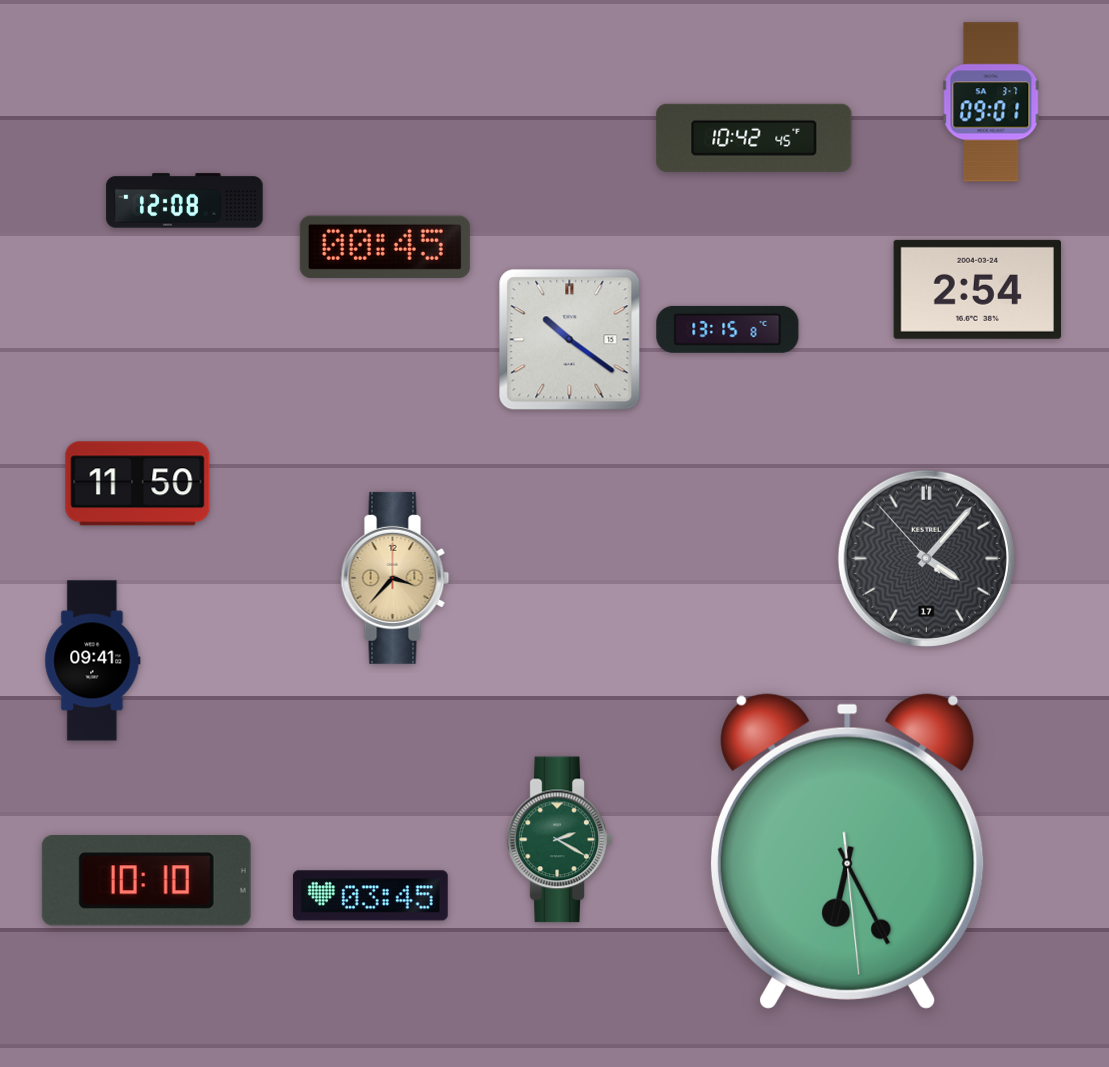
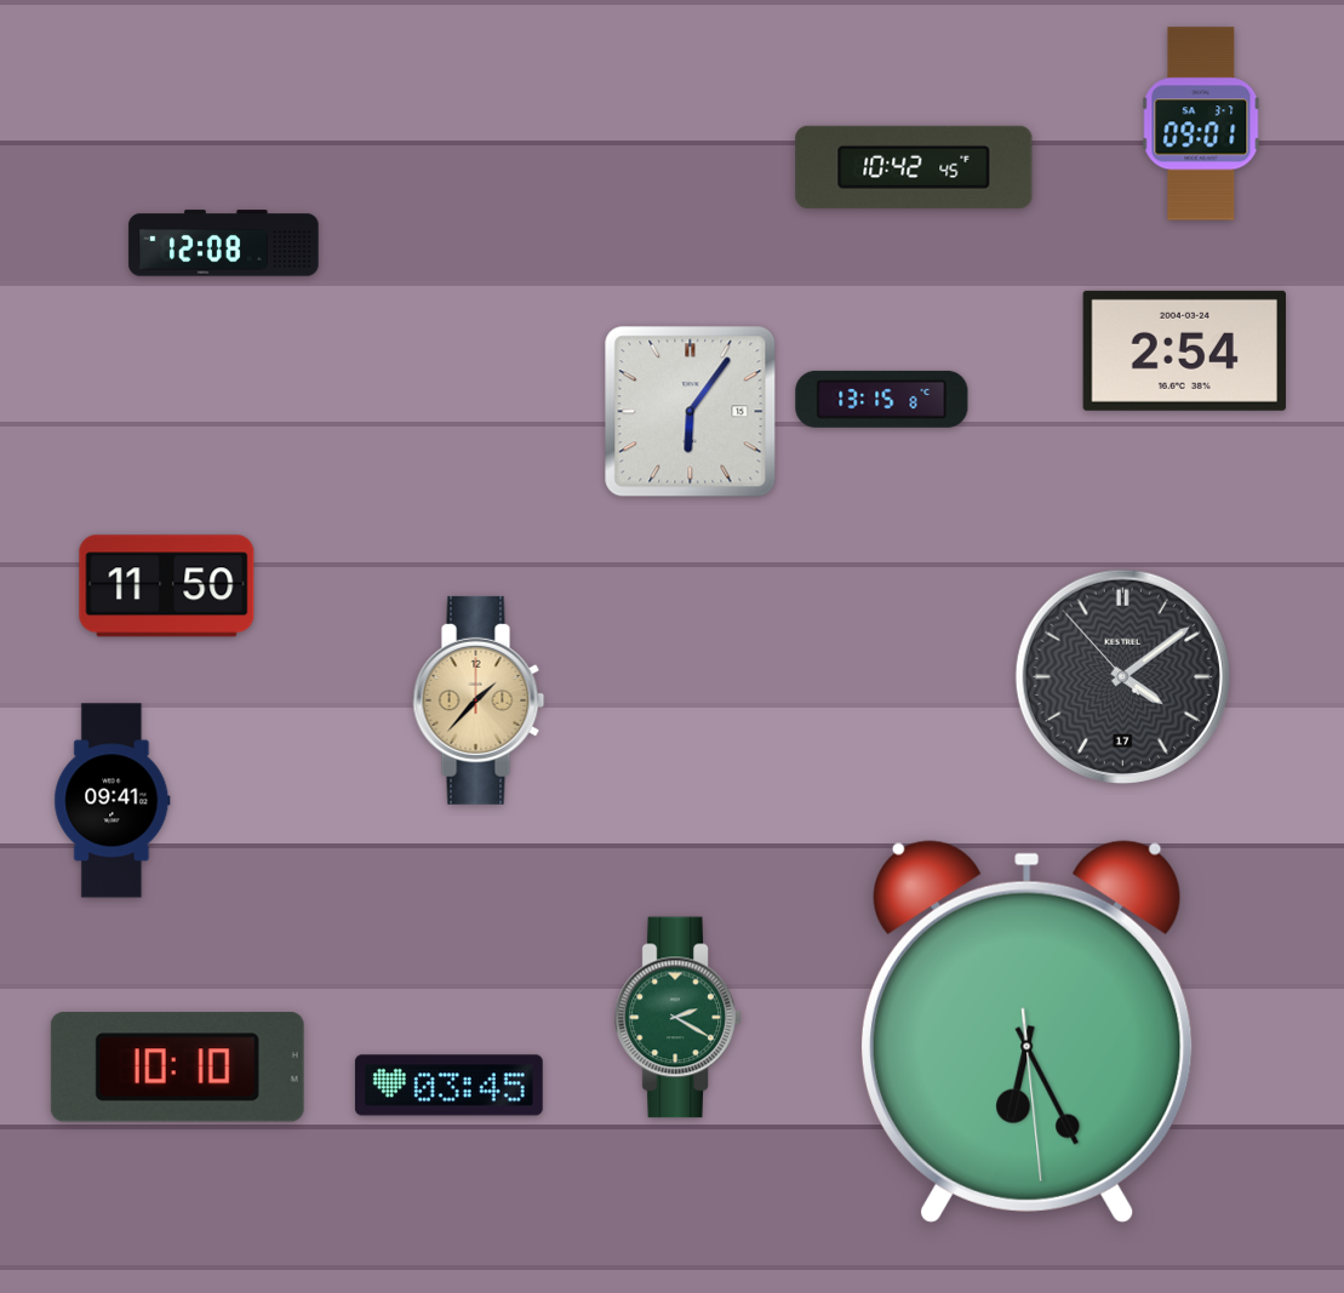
clock at (385, 247): 00:45 -> none
clock at (570, 340): 10:21 -> 6:06
clock at (926, 558): 4:06 -> 4:08
clock at (395, 578): 3:37 -> 1:37
